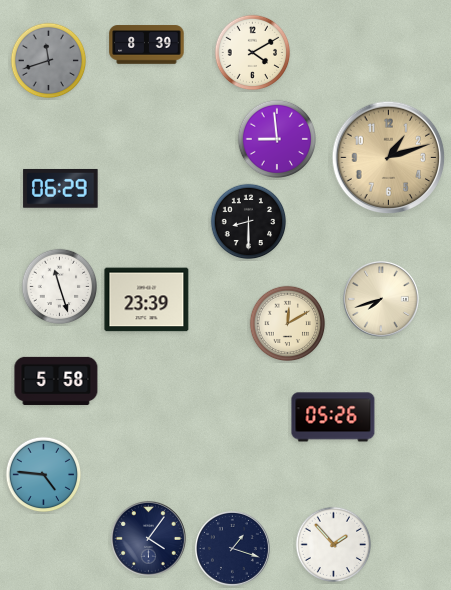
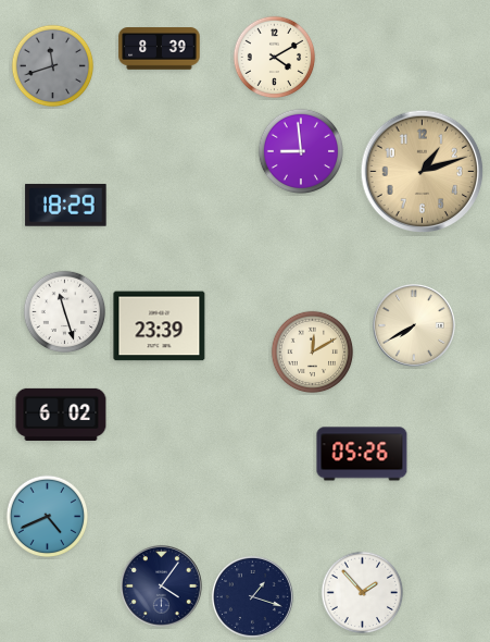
clock at (61, 188): 06:29 -> 18:29
clock at (249, 222): 8:30 -> none
clock at (381, 299): 7:42 -> 7:40
clock at (56, 381): 5:58 -> 6:02
clock at (44, 475): 4:46 -> 4:41
